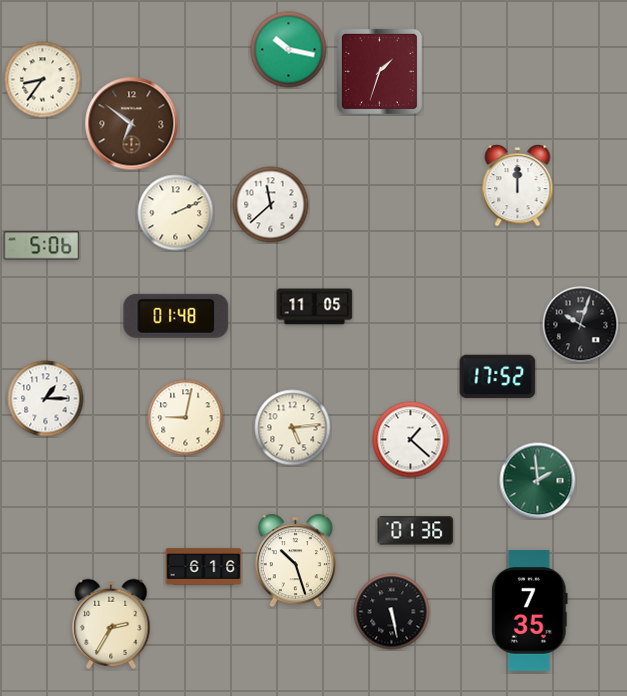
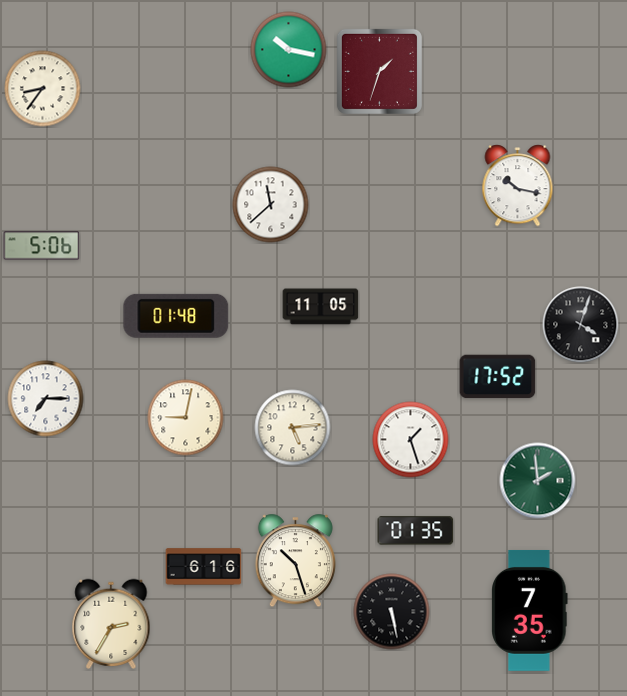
clock at (43, 80) position: (43, 80) -> (43, 89)
clock at (132, 124): 6:51 -> none
clock at (518, 186): 12:00 -> 10:17
clock at (176, 213): 2:11 -> none
clock at (315, 307) position: (315, 307) -> (321, 307)
clock at (581, 325): 10:03 -> 4:03
clock at (46, 399): 1:15 -> 7:15
clock at (411, 440): 1:22 -> 1:27
clock at (416, 531): 01:36 -> 01:35
